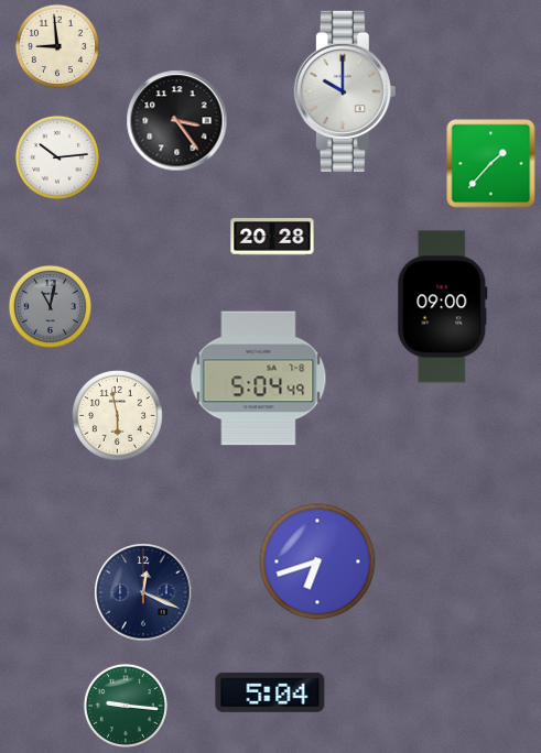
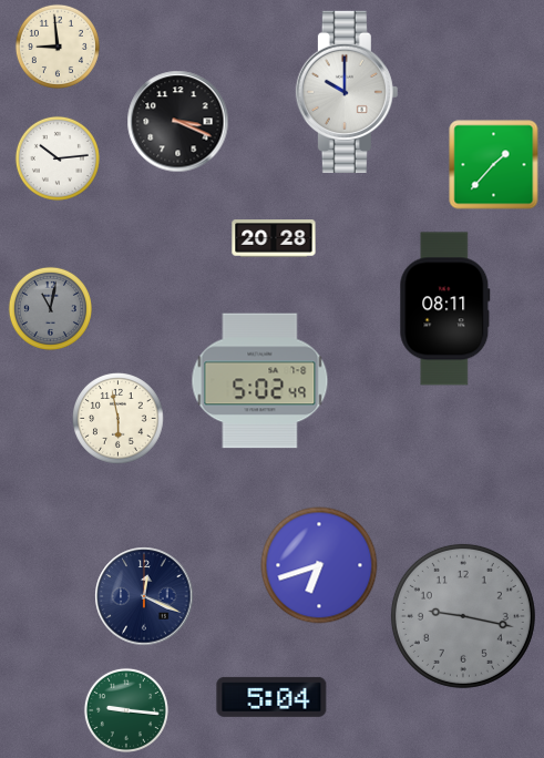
clock at (177, 121): 3:24 -> 3:19
clock at (443, 307): 09:00 -> 08:11
clock at (259, 379): 5:04 -> 5:02
clock at (463, 616): none -> 9:17
